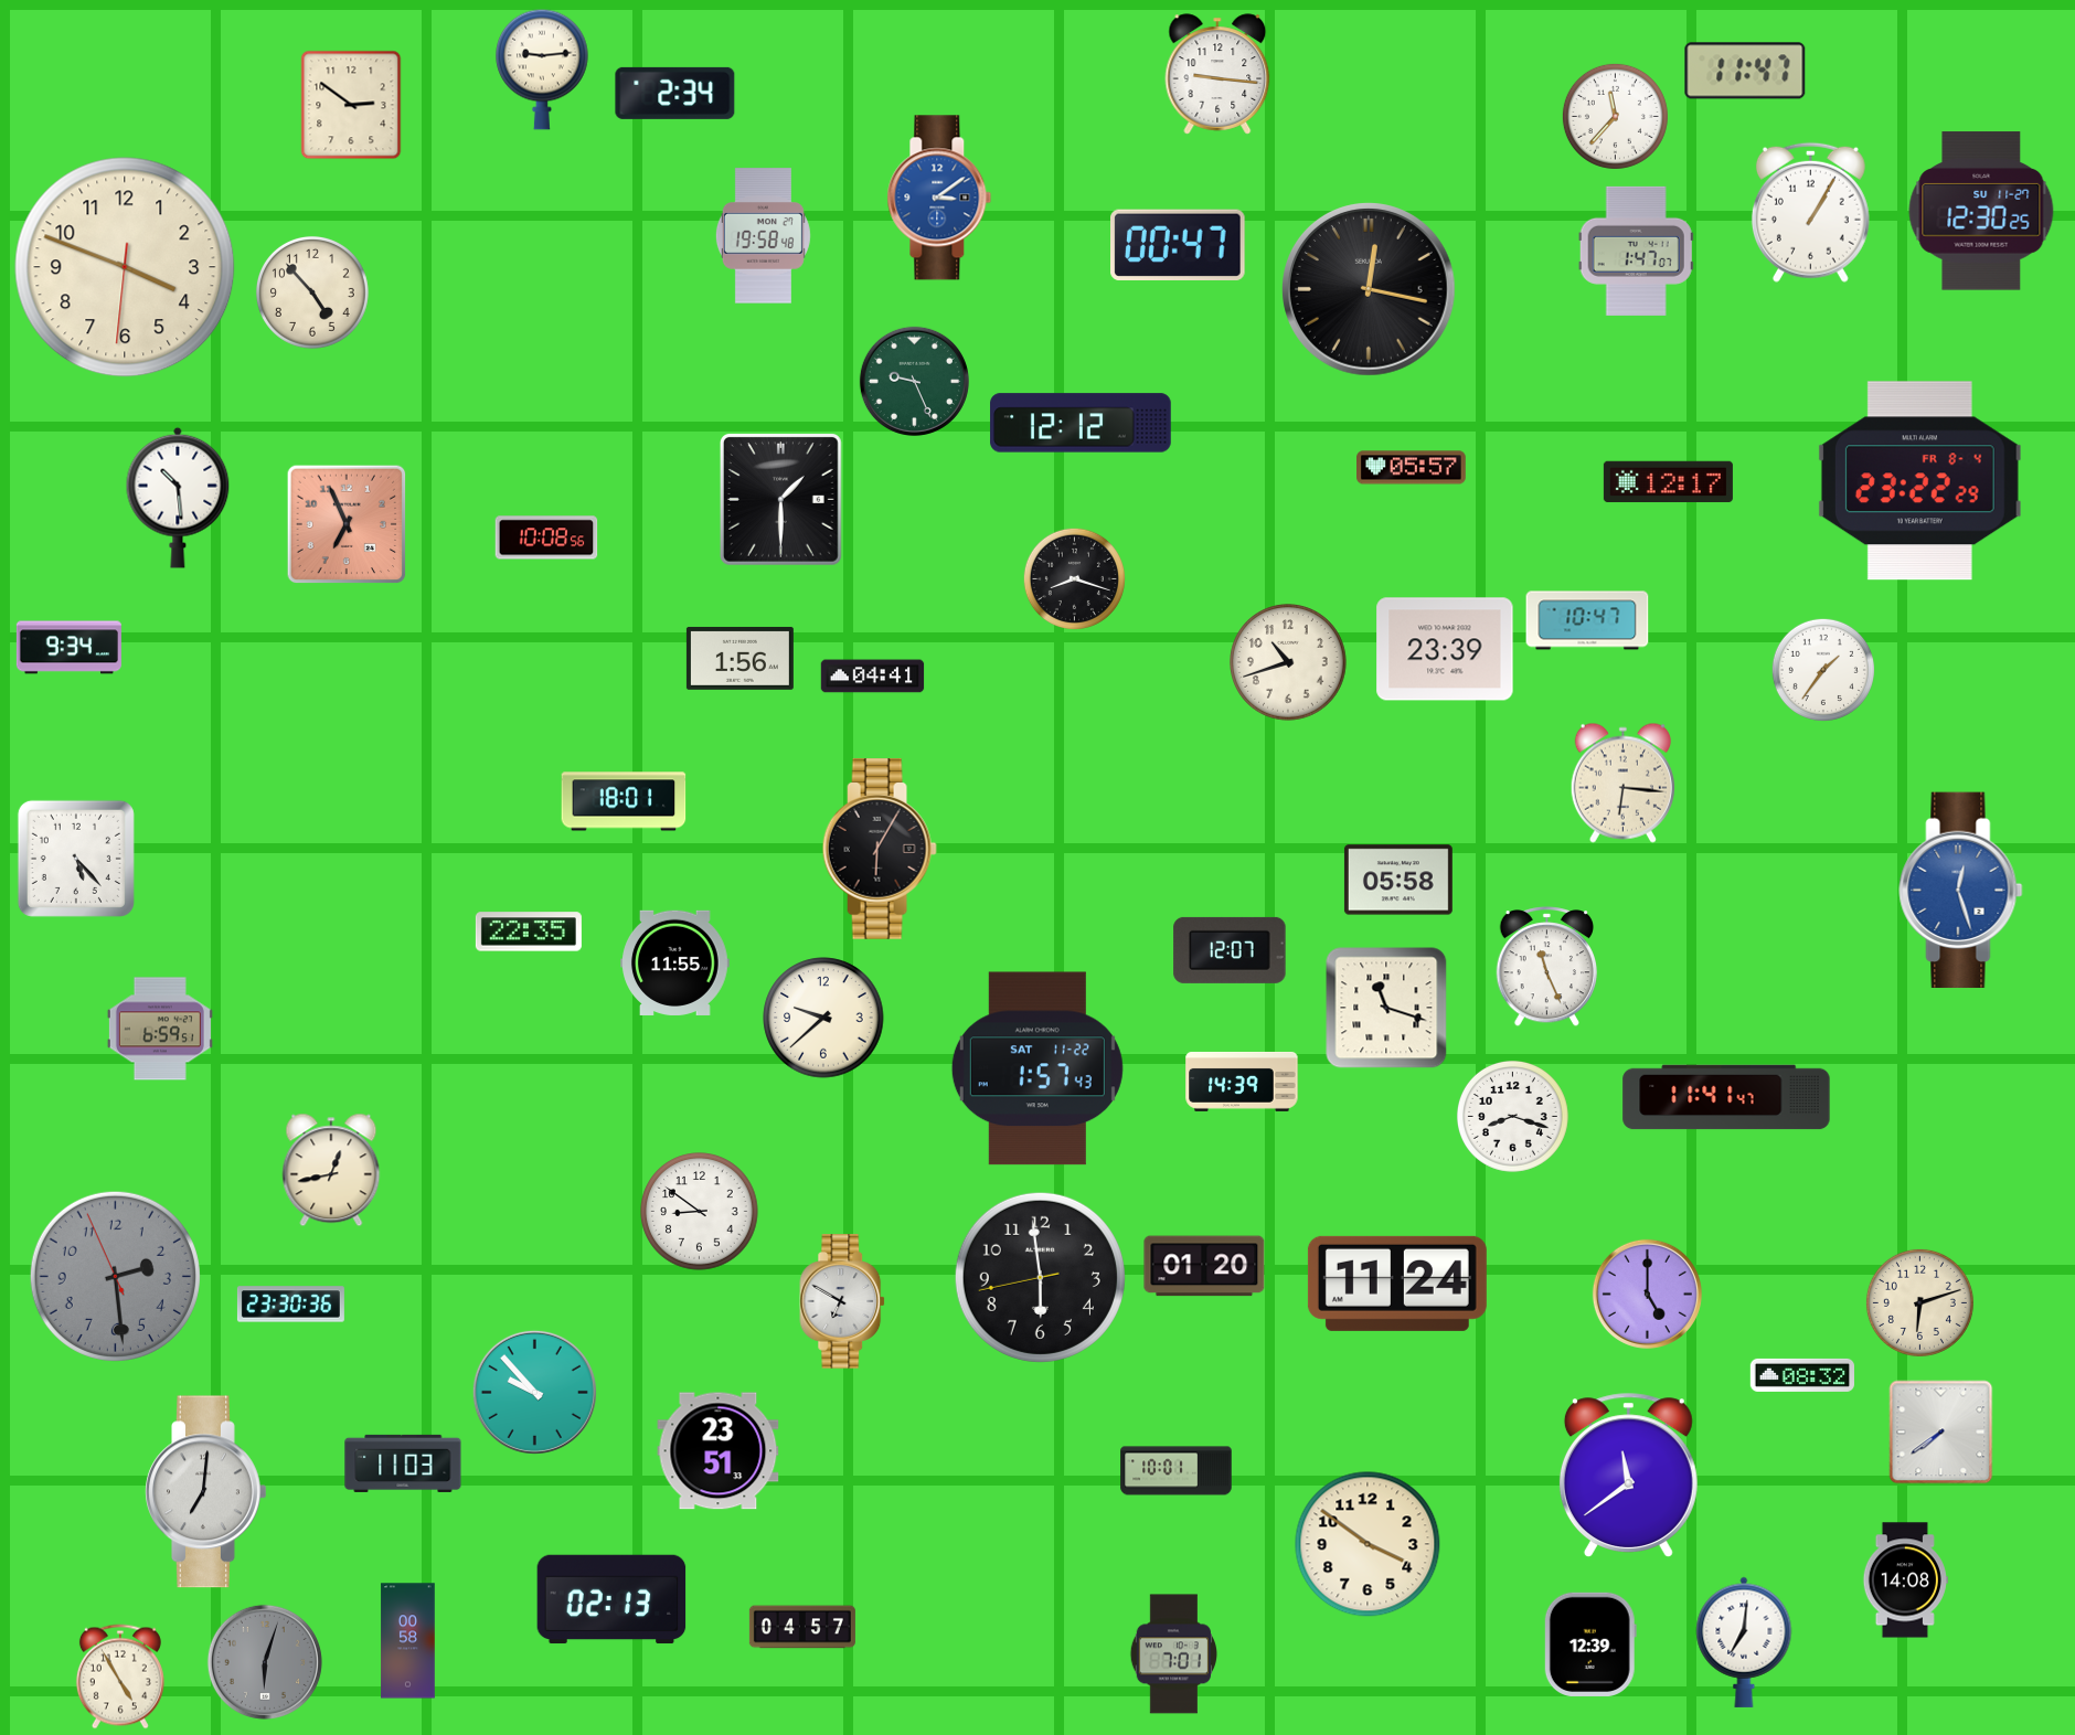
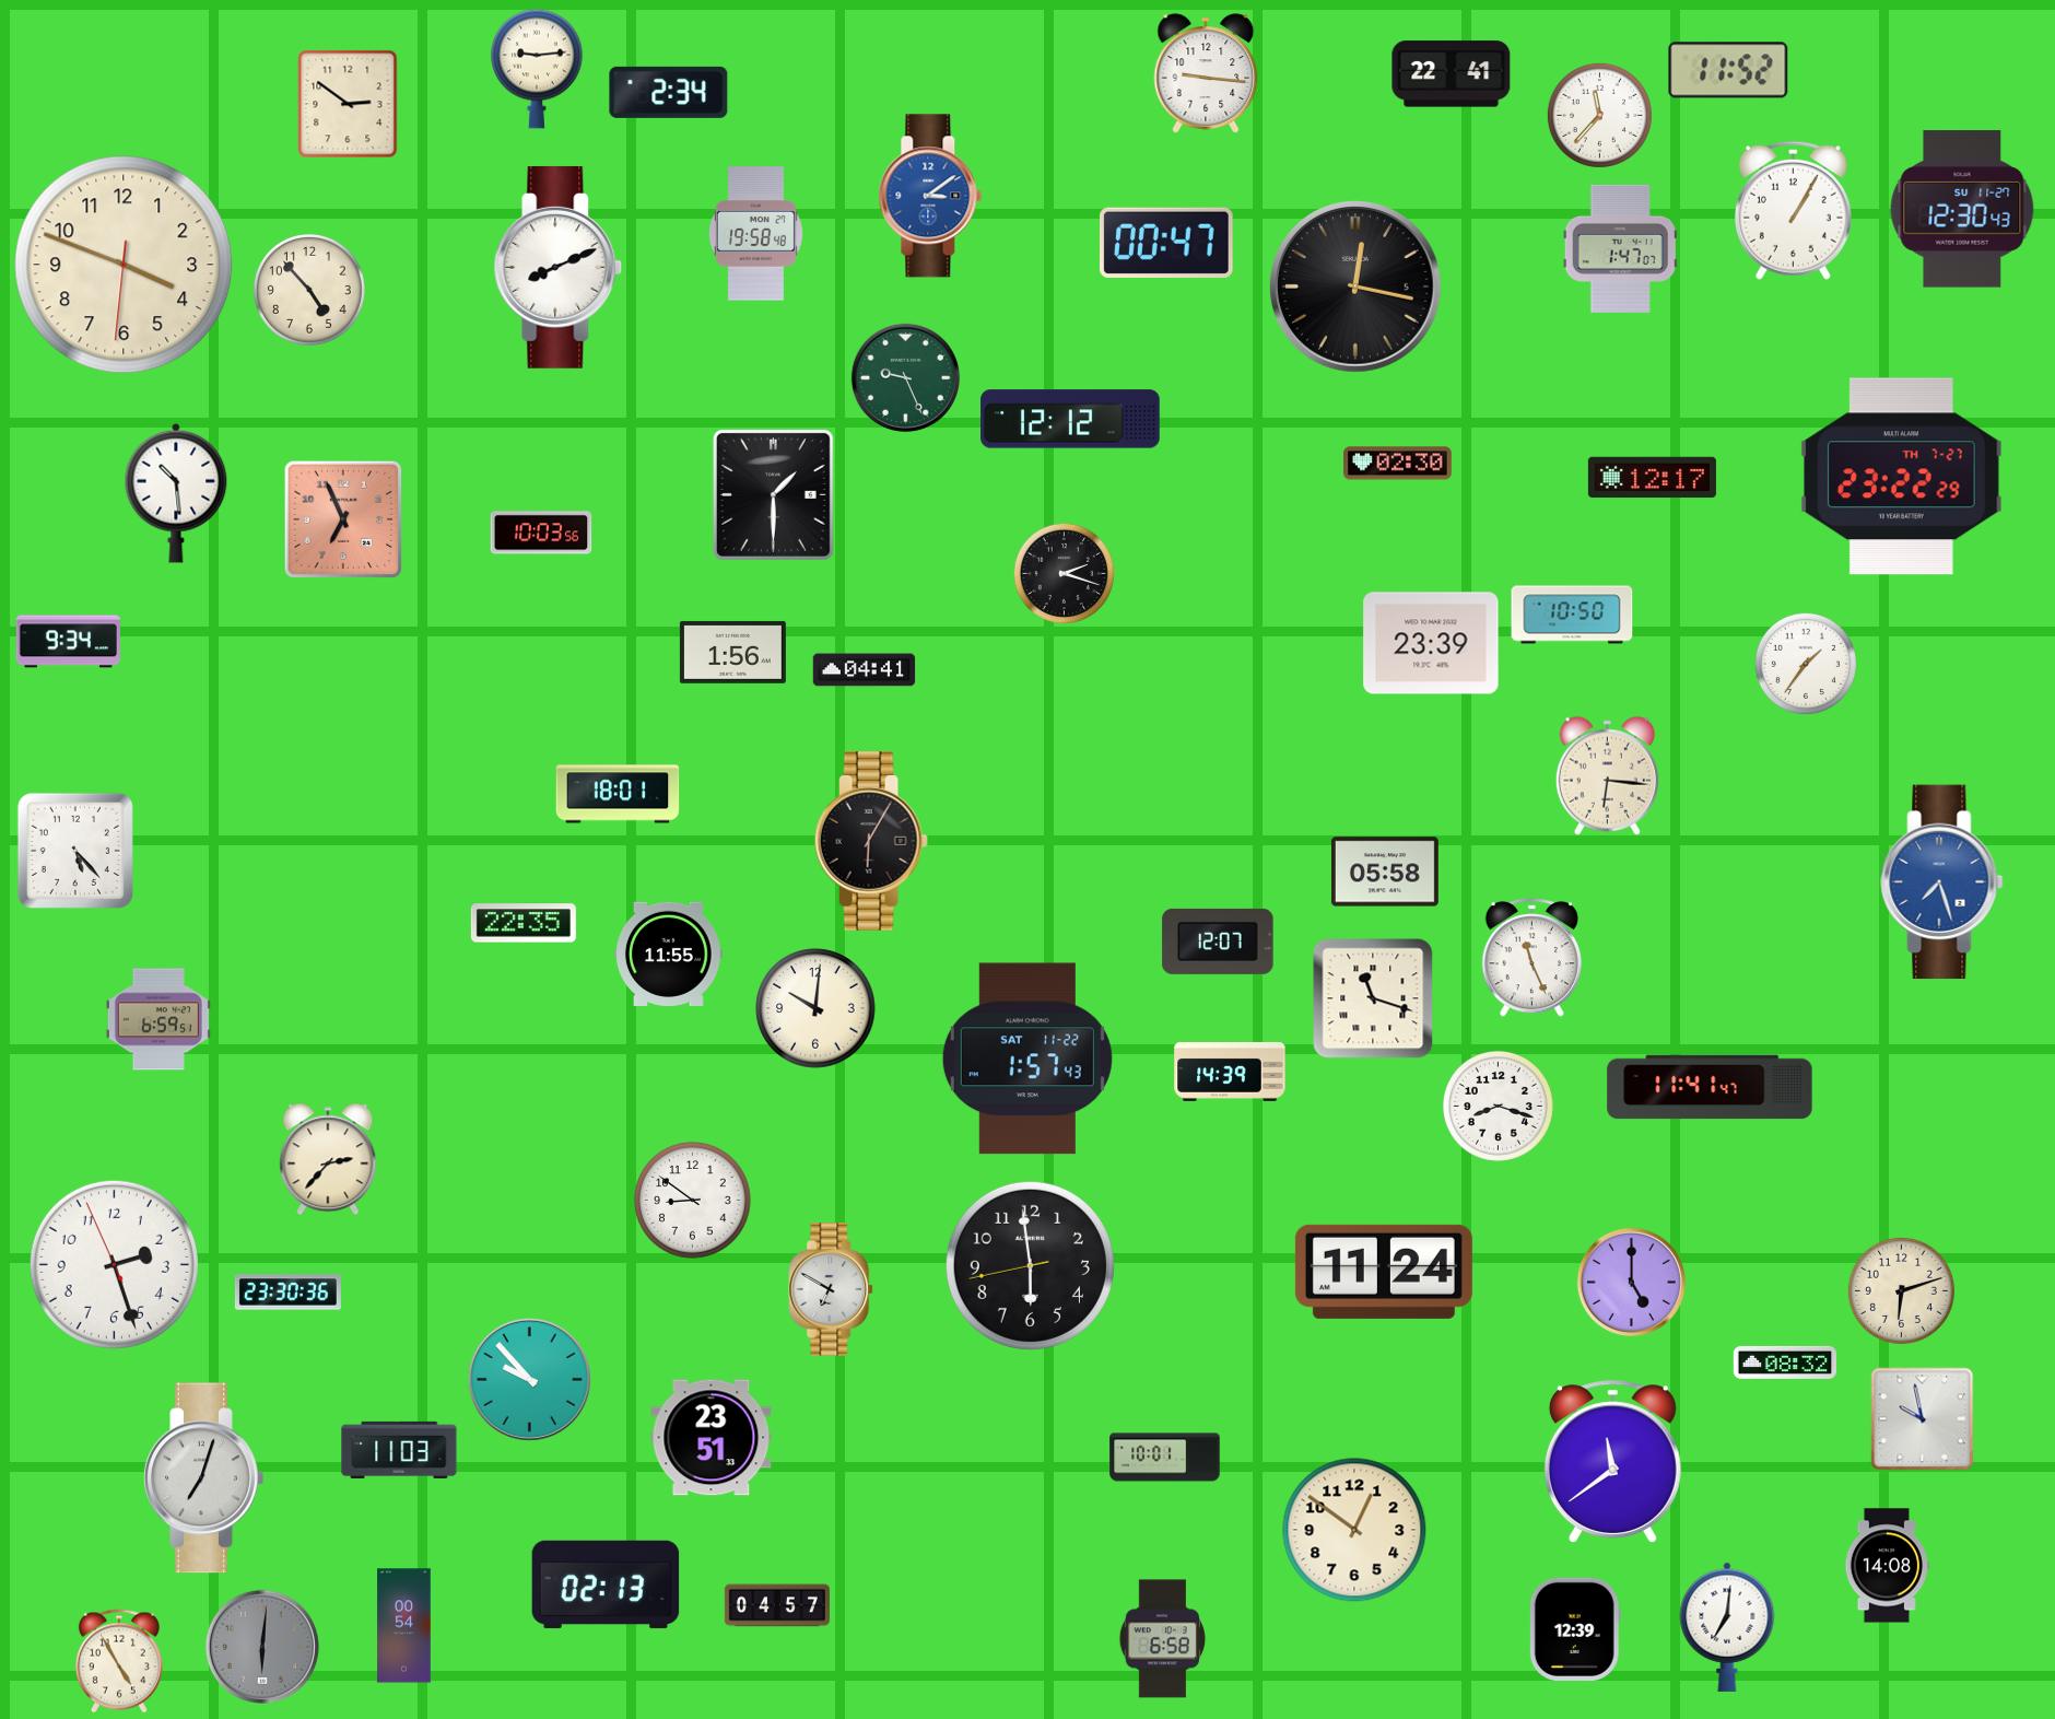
clock at (1745, 71): 11:47 -> 11:52
clock at (1452, 74): none -> 22:41
clock at (1981, 211): 12:30:25 -> 12:30:43
clock at (559, 267): none -> 8:11
clock at (1412, 468): 05:57 -> 02:30
clock at (1919, 481) date: FR 8-4 -> TH 7-27
clock at (546, 537): 10:08 -> 10:03
clock at (1074, 578): 8:18 -> 2:18
clock at (1587, 620): 10:47 -> 10:50
clock at (1288, 662): 10:42 -> none
clock at (1961, 891): 12:27 -> 7:27
clock at (823, 1018): 9:38 -> 10:01
clock at (331, 1170): 12:43 -> 2:37
clock at (1204, 1266): 01:20 -> none
clock at (115, 1276): 2:28 -> 2:26
clock at (115, 1276) dial: grey -> white
clock at (843, 1301) position: (843, 1301) -> (832, 1289)
clock at (1941, 1433): 7:39 -> 9:58
clock at (206, 1492): 7:01 -> 7:03
clock at (1368, 1544): 3:51 -> 12:51
clock at (802, 1627) position: (802, 1627) -> (777, 1605)
clock at (408, 1641): 00:58 -> 00:54
clock at (1174, 1654): 7:01 -> 6:58
clock at (265, 1662): 6:03 -> 6:01
